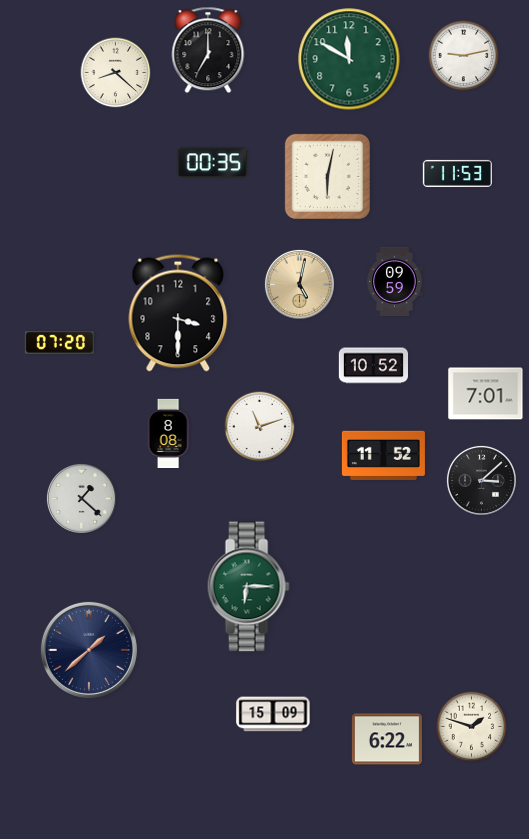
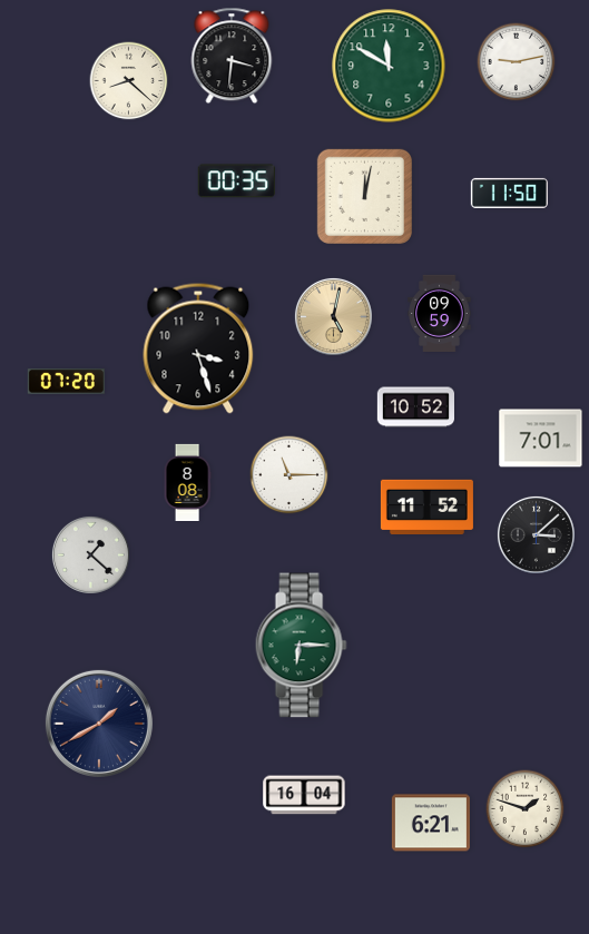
clock at (208, 50): 7:00 -> 3:31
clock at (457, 173): 11:53 -> 11:50
clock at (327, 176): 6:02 -> 12:02
clock at (178, 313): 3:30 -> 3:27
clock at (260, 427): 11:12 -> 11:15
clock at (248, 587) position: (248, 587) -> (301, 646)
clock at (89, 650): 1:38 -> 1:40
clock at (273, 714): 15:09 -> 16:04
clock at (387, 739): 6:22 -> 6:21
